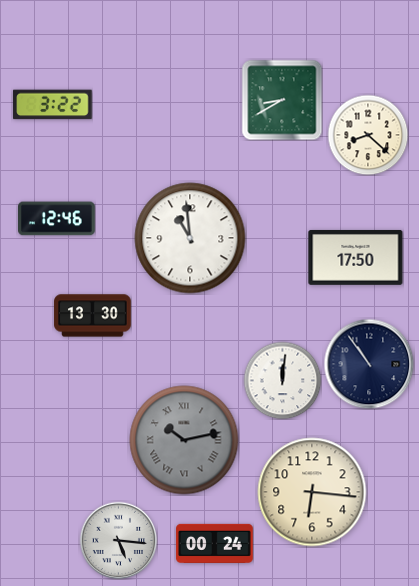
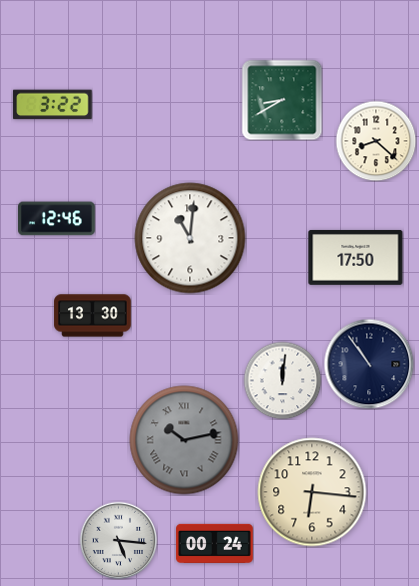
clock at (368, 135) position: (368, 135) -> (376, 141)
clock at (190, 238): 10:59 -> 11:01
